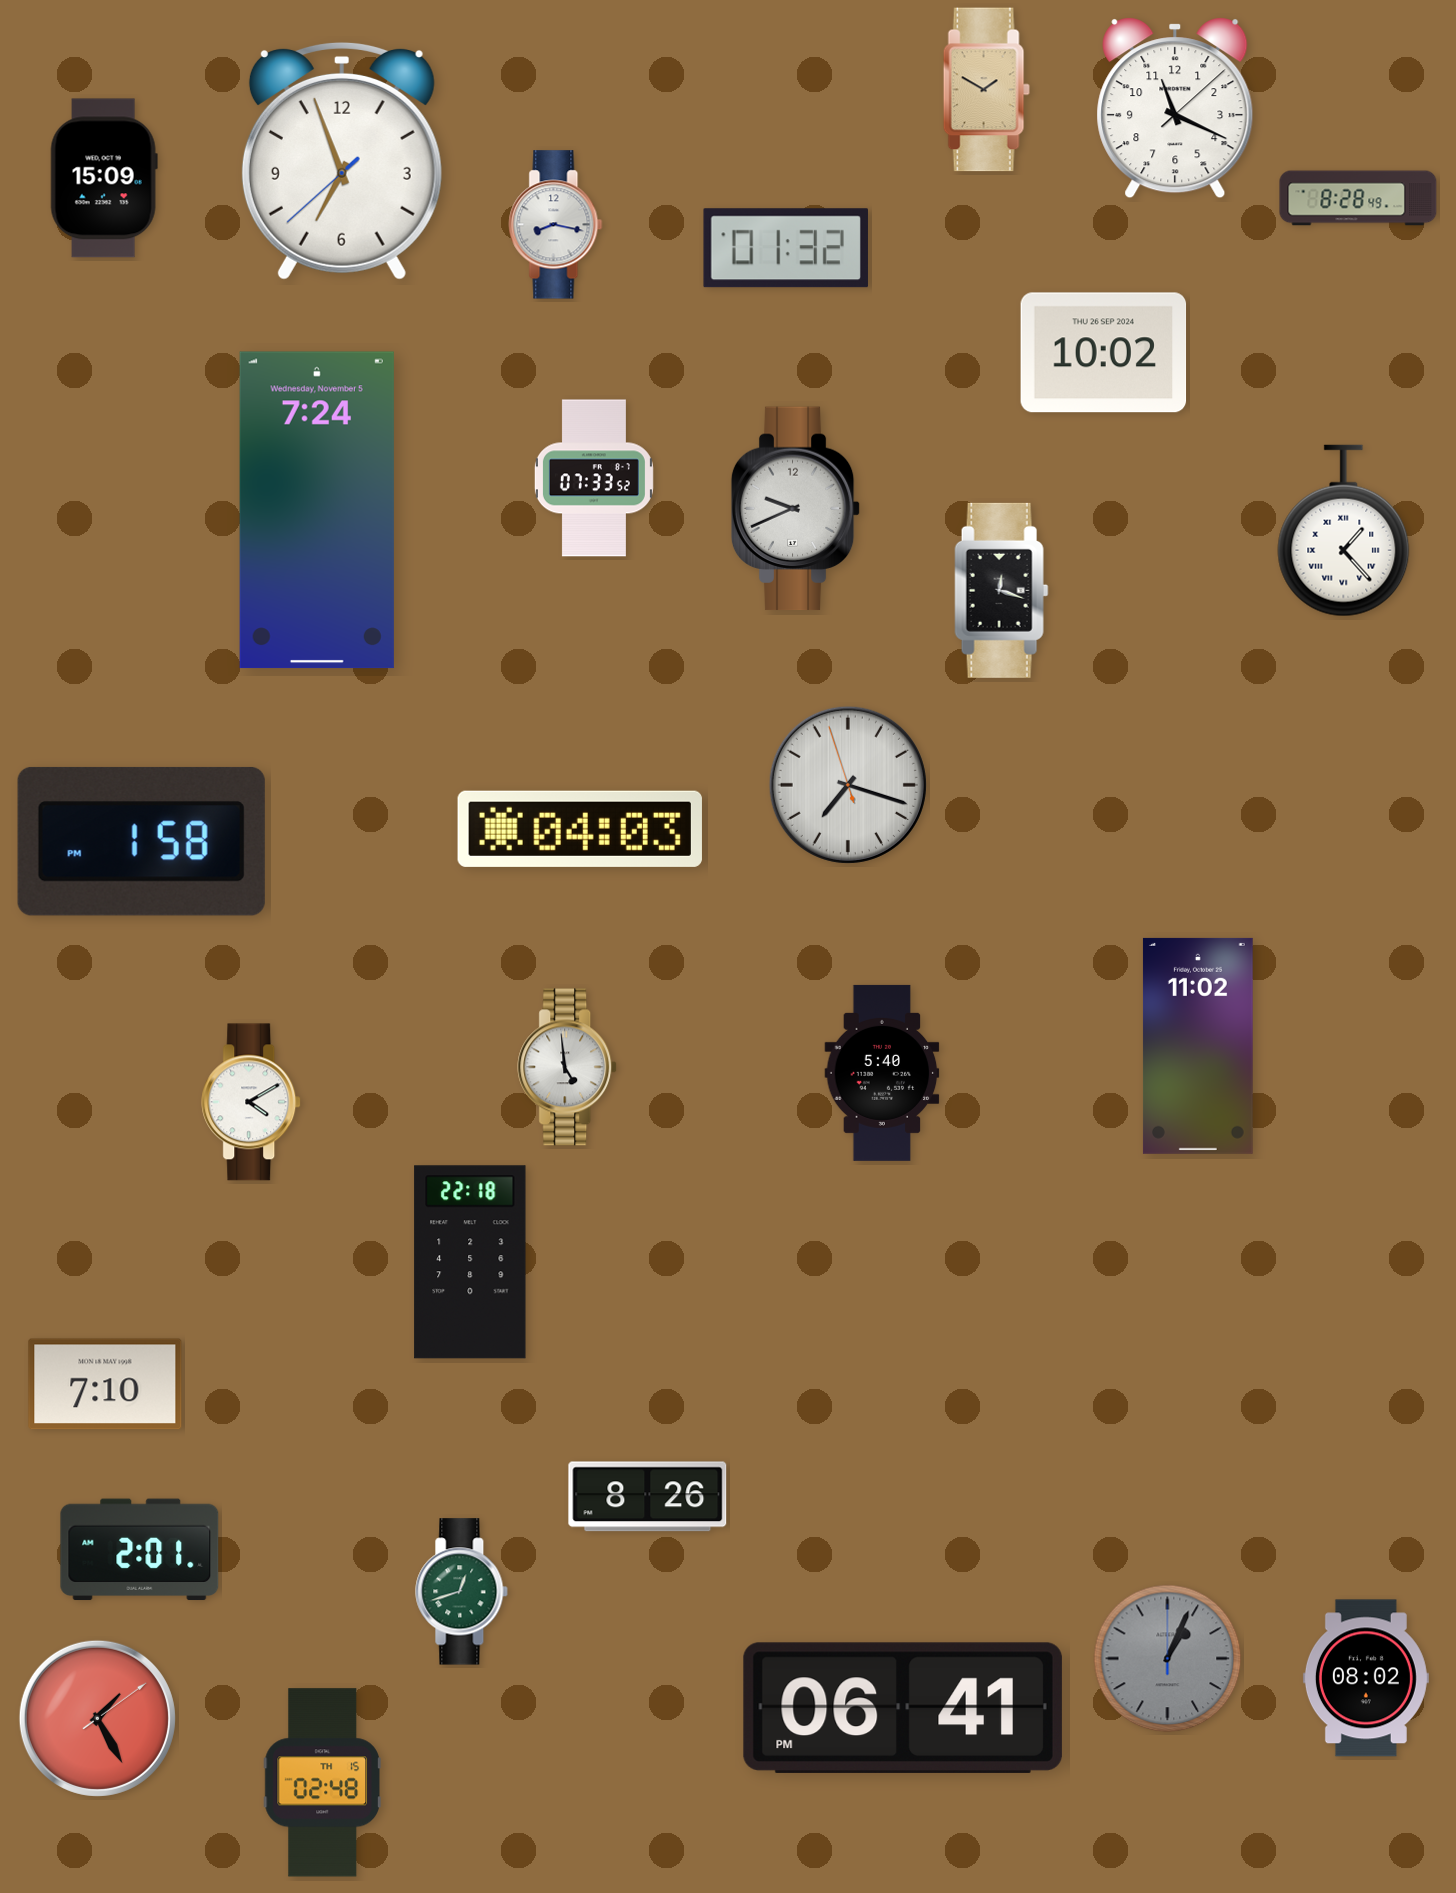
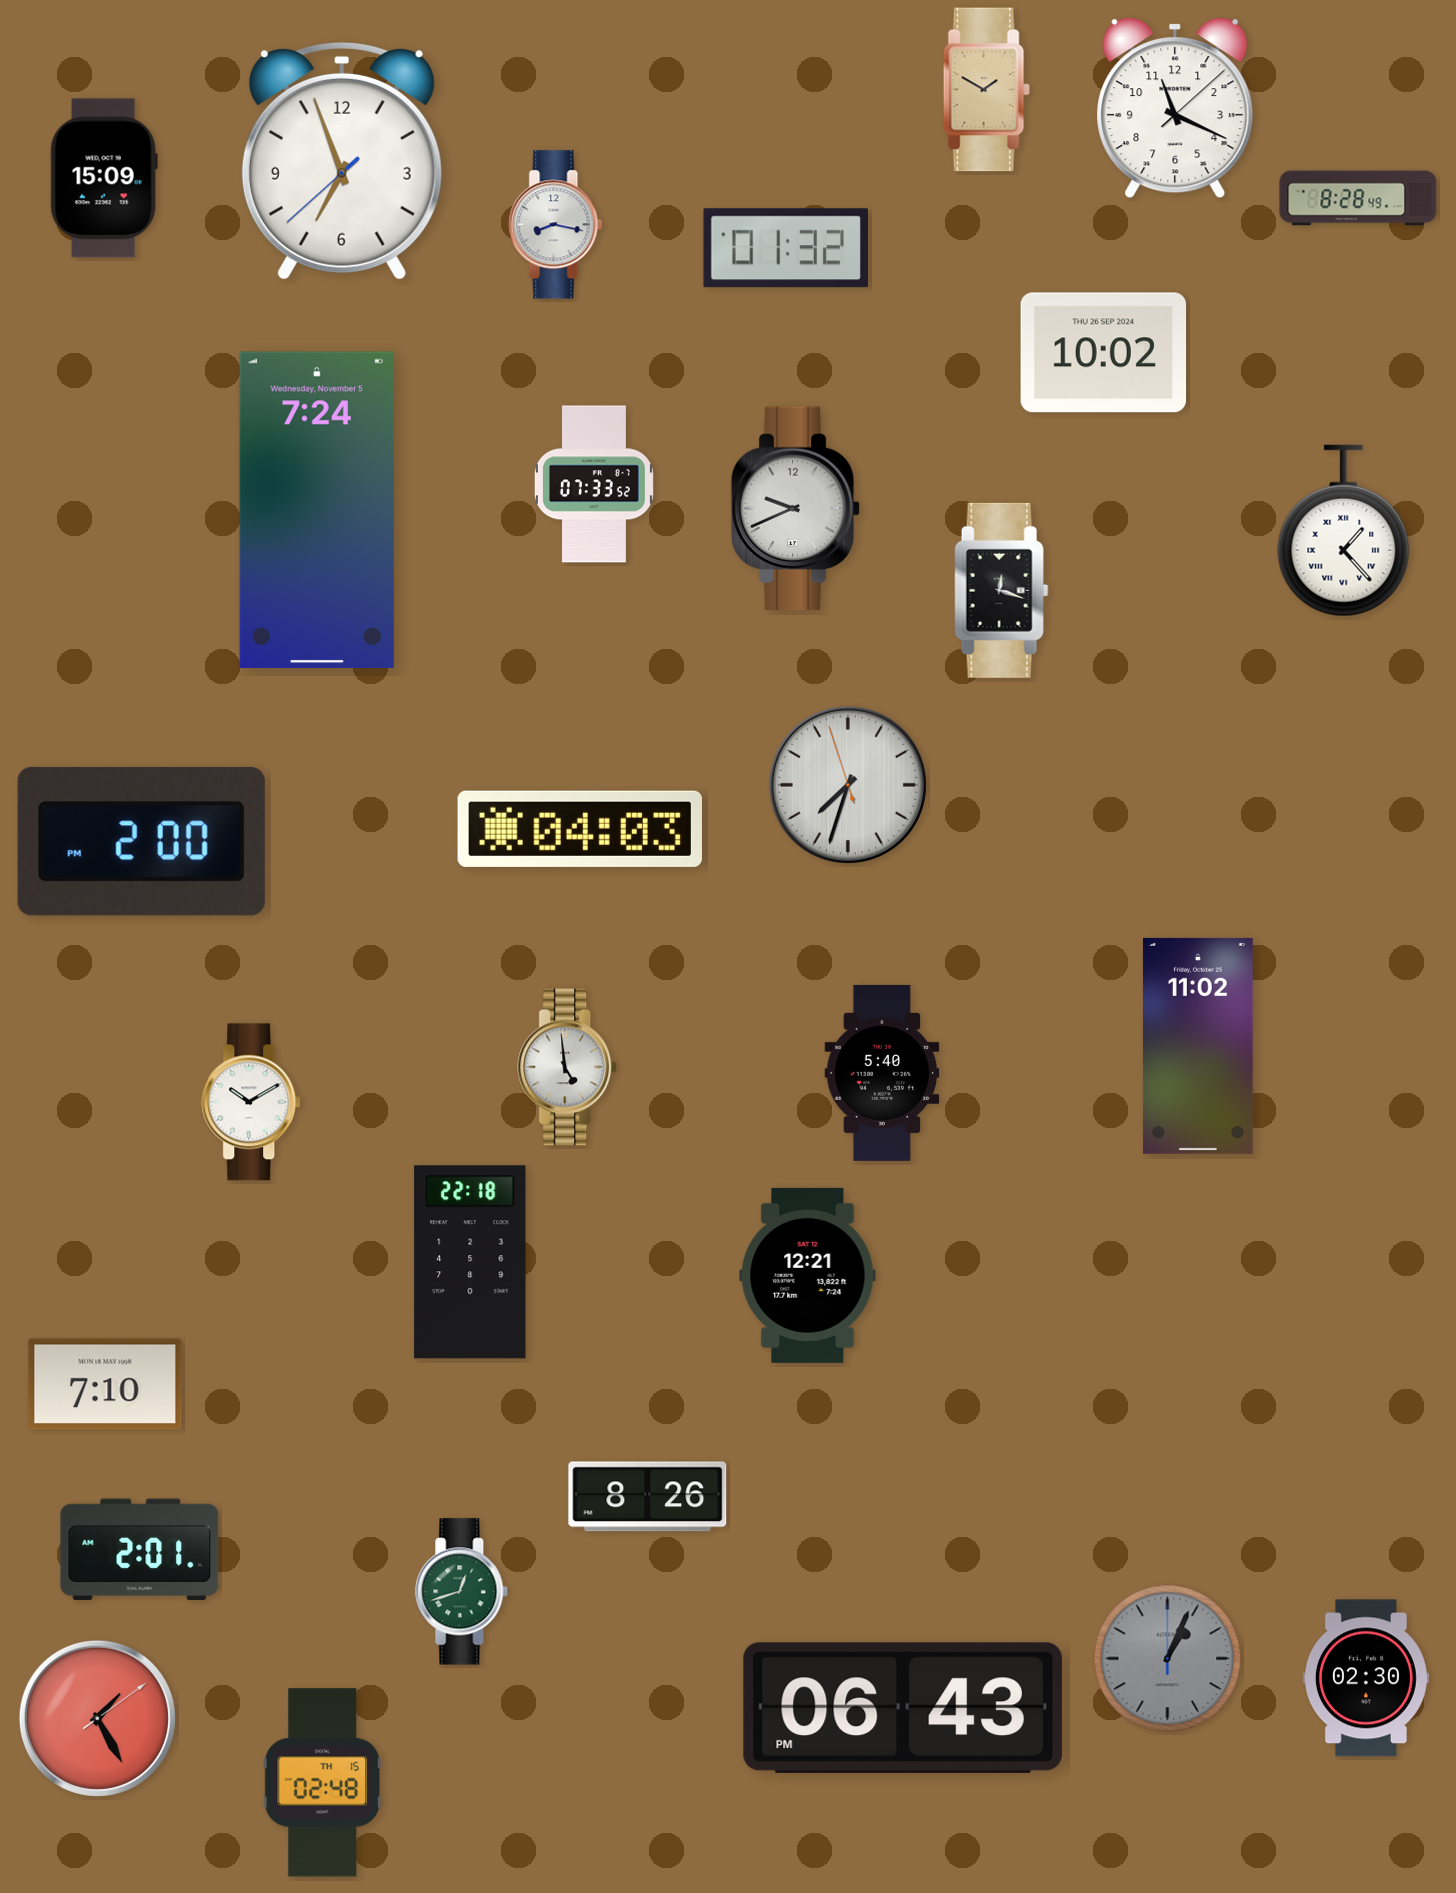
clock at (594, 478) position: (594, 478) -> (594, 484)
clock at (848, 785): 7:17 -> 7:32
clock at (141, 841): 1:58 -> 2:00
clock at (252, 1102): 4:10 -> 10:10
clock at (808, 1275): none -> 12:21
clock at (1366, 1678): 08:02 -> 02:30
clock at (903, 1708): 06:41 -> 06:43
